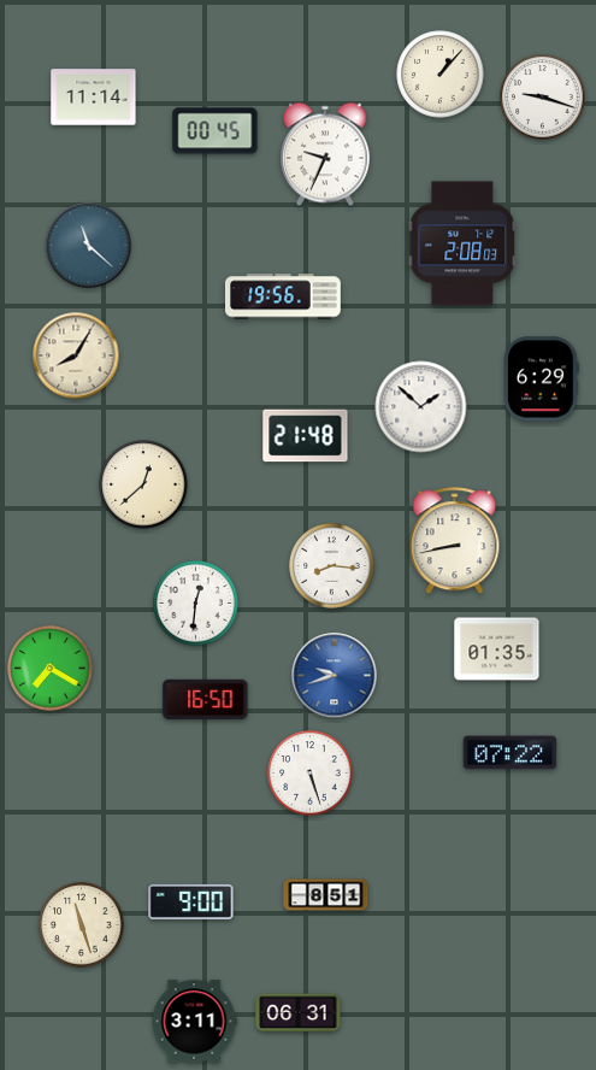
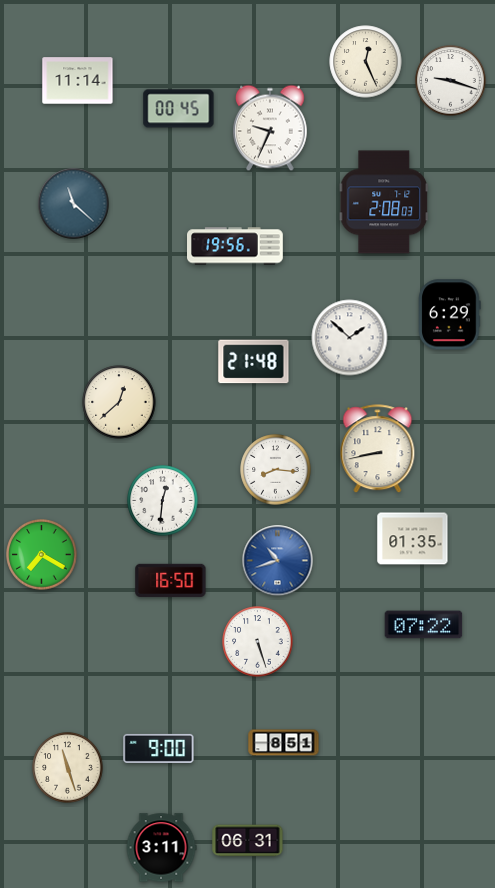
clock at (441, 75): 1:07 -> 12:26
clock at (76, 355): 8:05 -> none
clock at (335, 676): 9:42 -> 10:42
clock at (326, 895) position: (326, 895) -> (284, 743)
